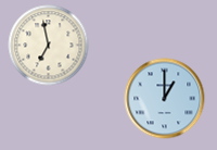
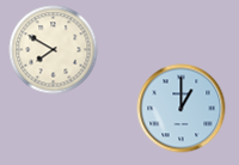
clock at (49, 46): 6:58 -> 7:50
